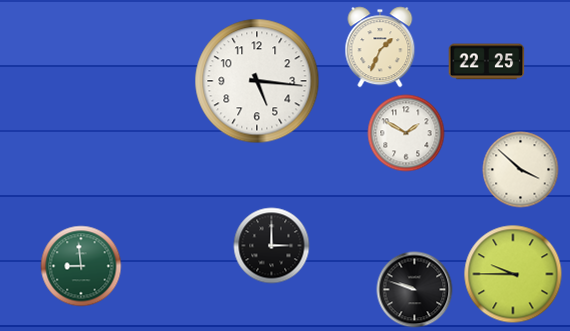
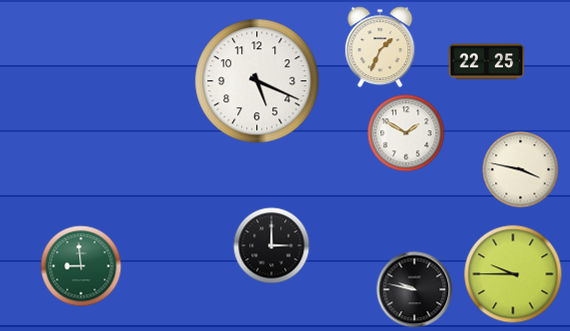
clock at (257, 81): 5:16 -> 5:19
clock at (521, 170): 3:52 -> 3:47
clock at (415, 290): 9:48 -> 9:47
